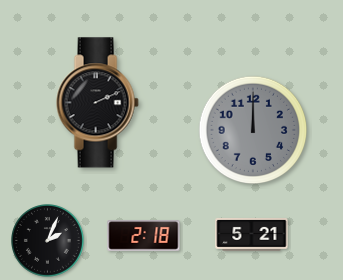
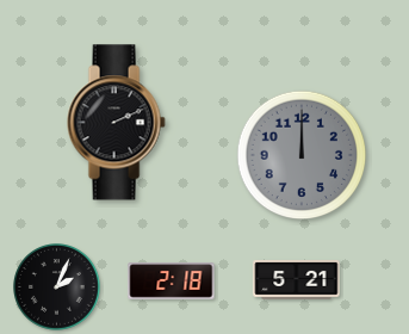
clock at (252, 235) position: (252, 235) -> (297, 280)
